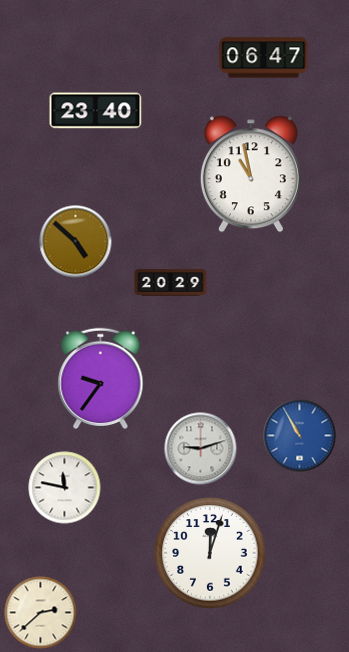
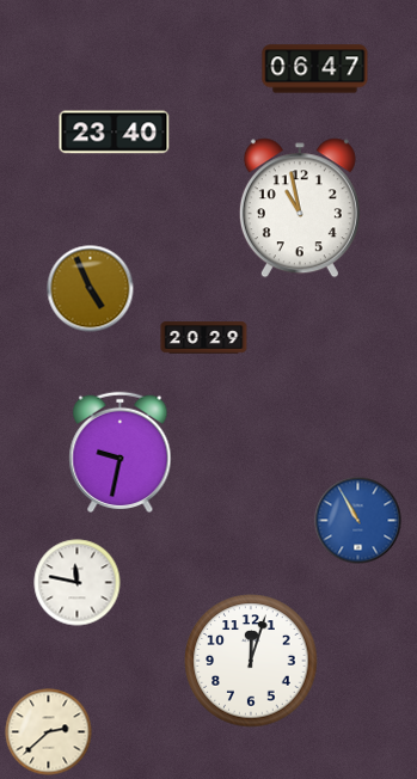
clock at (76, 242): 4:52 -> 4:56
clock at (101, 378): 9:36 -> 9:32
clock at (201, 449): 9:12 -> none
